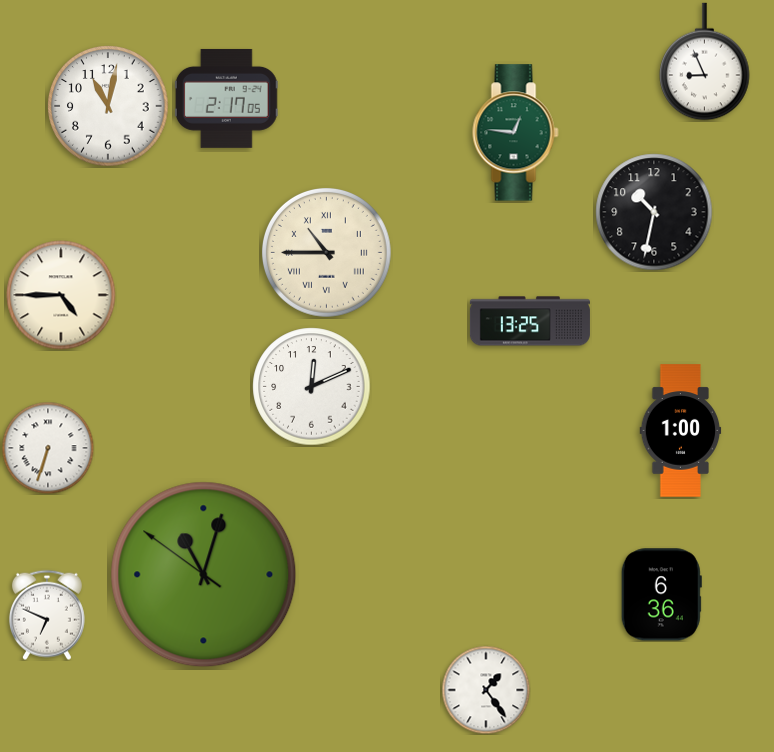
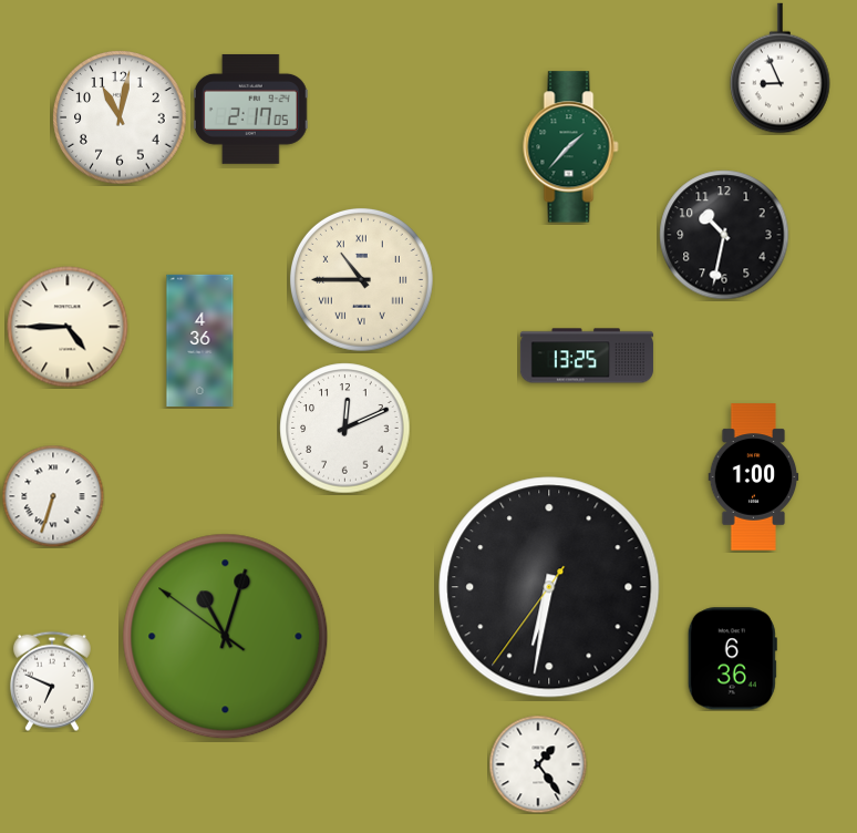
clock at (516, 133): 12:46 -> 1:37
clock at (200, 340): none -> 4:36
clock at (549, 587): none -> 6:31
